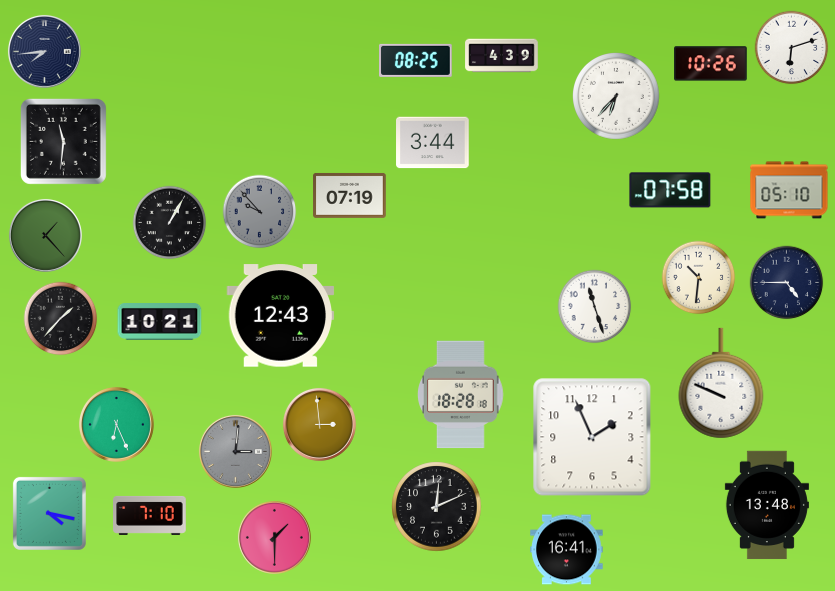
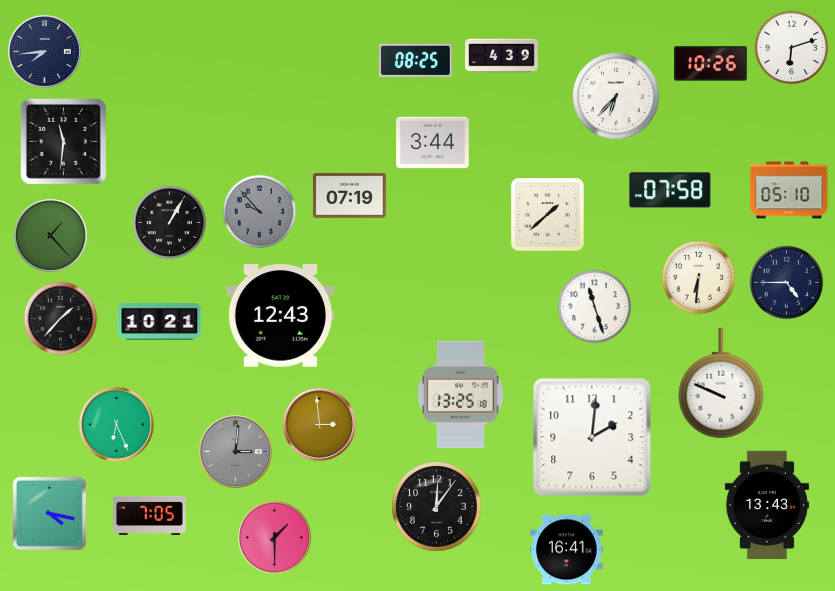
clock at (548, 215): none -> 1:38
clock at (45, 235) position: (45, 235) -> (50, 235)
clock at (699, 278): 10:31 -> 6:31
clock at (461, 395): 18:28 -> 13:25
clock at (592, 437): 1:56 -> 2:01
clock at (767, 505): 13:48 -> 13:43
clock at (437, 507): 12:11 -> 12:06
clock at (150, 515): 7:10 -> 7:05
